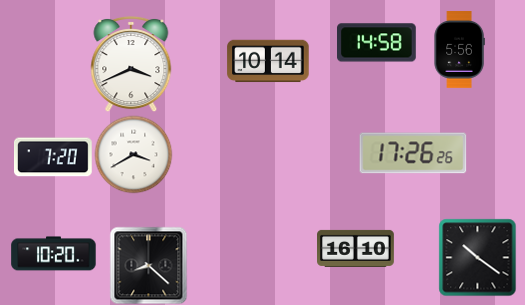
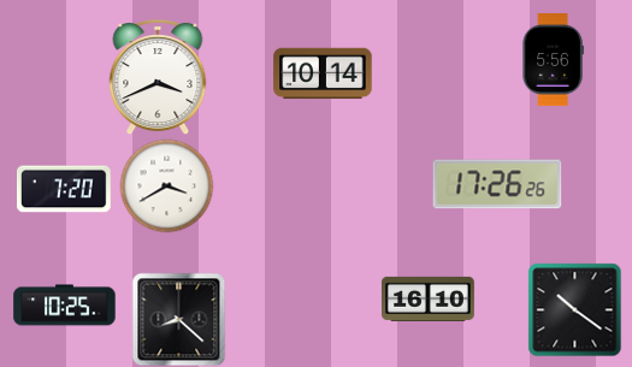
clock at (377, 43): 14:58 -> none
clock at (133, 154) position: (133, 154) -> (166, 185)
clock at (54, 254): 10:20 -> 10:25
